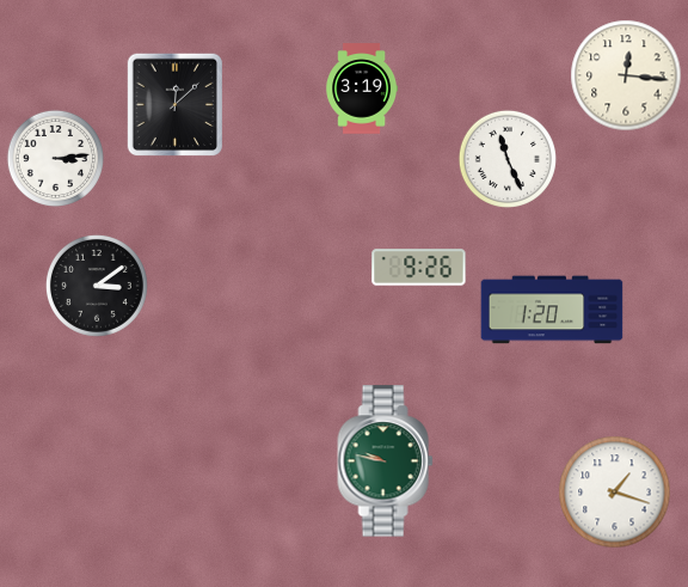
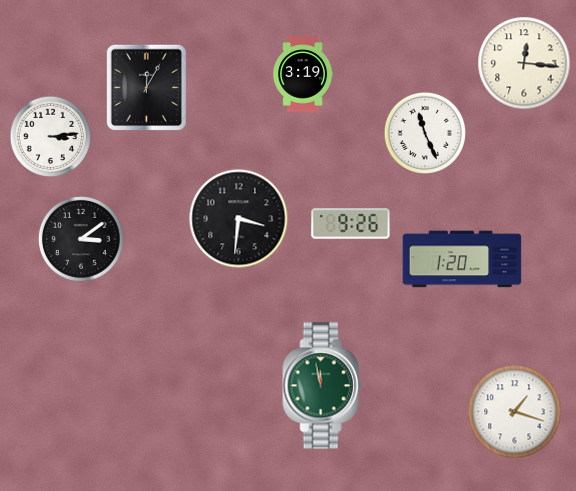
clock at (174, 105): 12:08 -> 12:05
clock at (55, 158) position: (55, 158) -> (50, 136)
clock at (239, 219): none -> 3:31
clock at (386, 461): 9:47 -> 11:58
